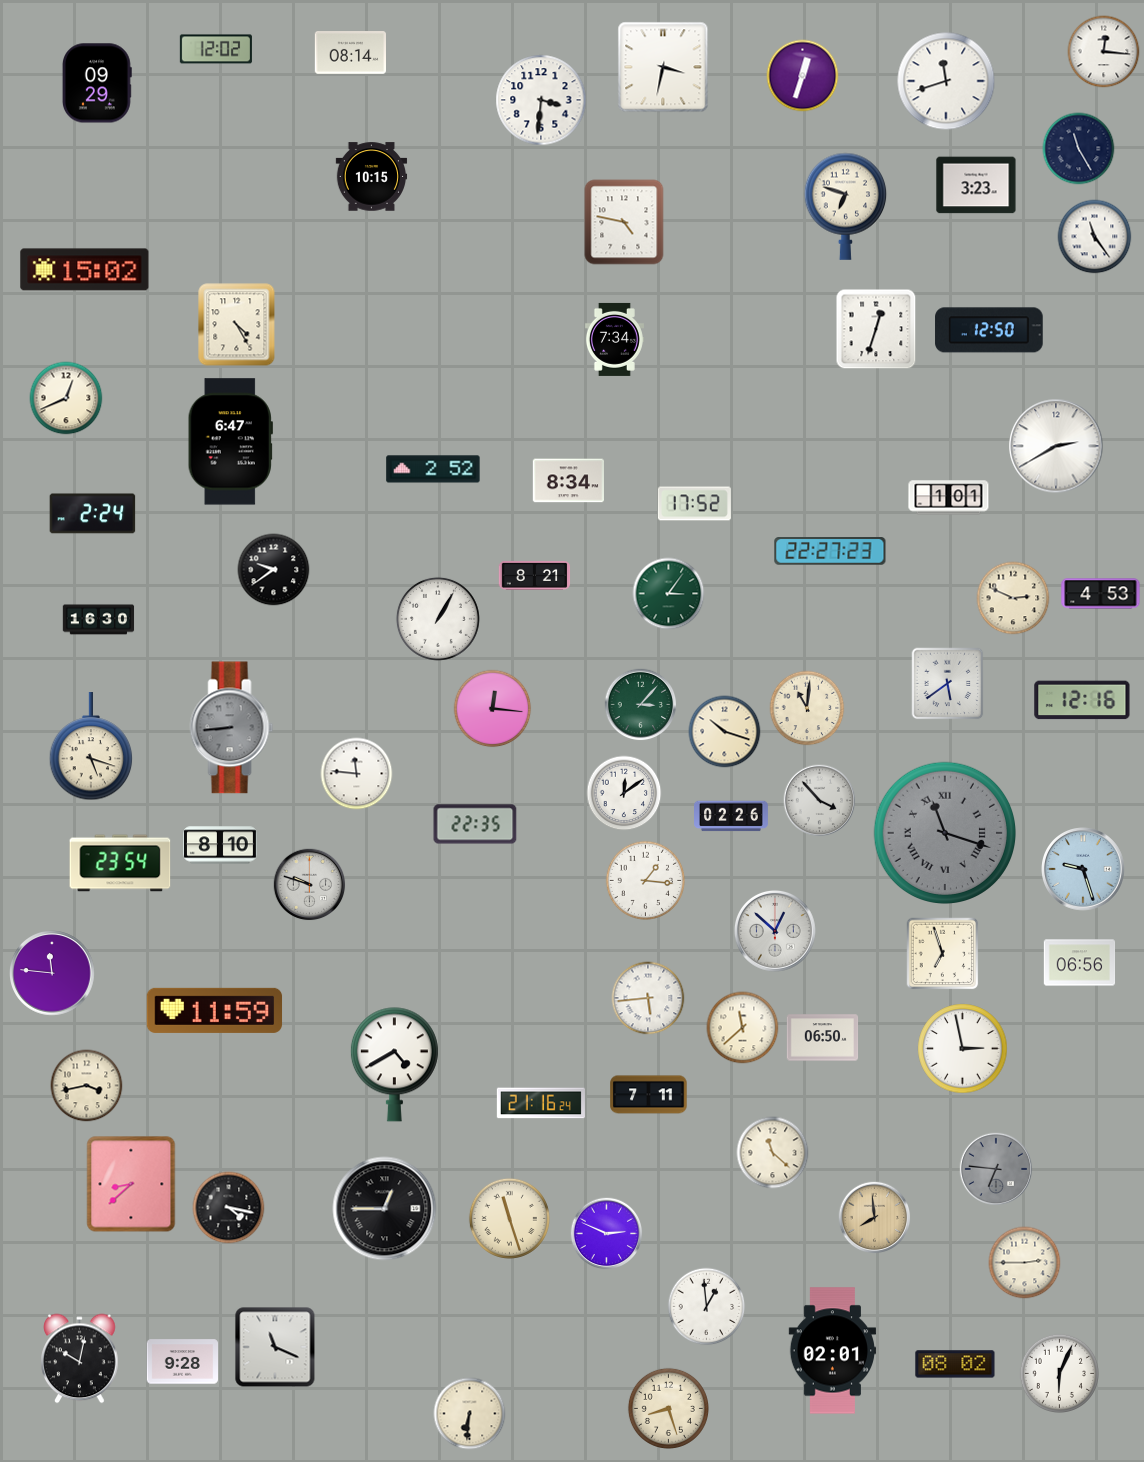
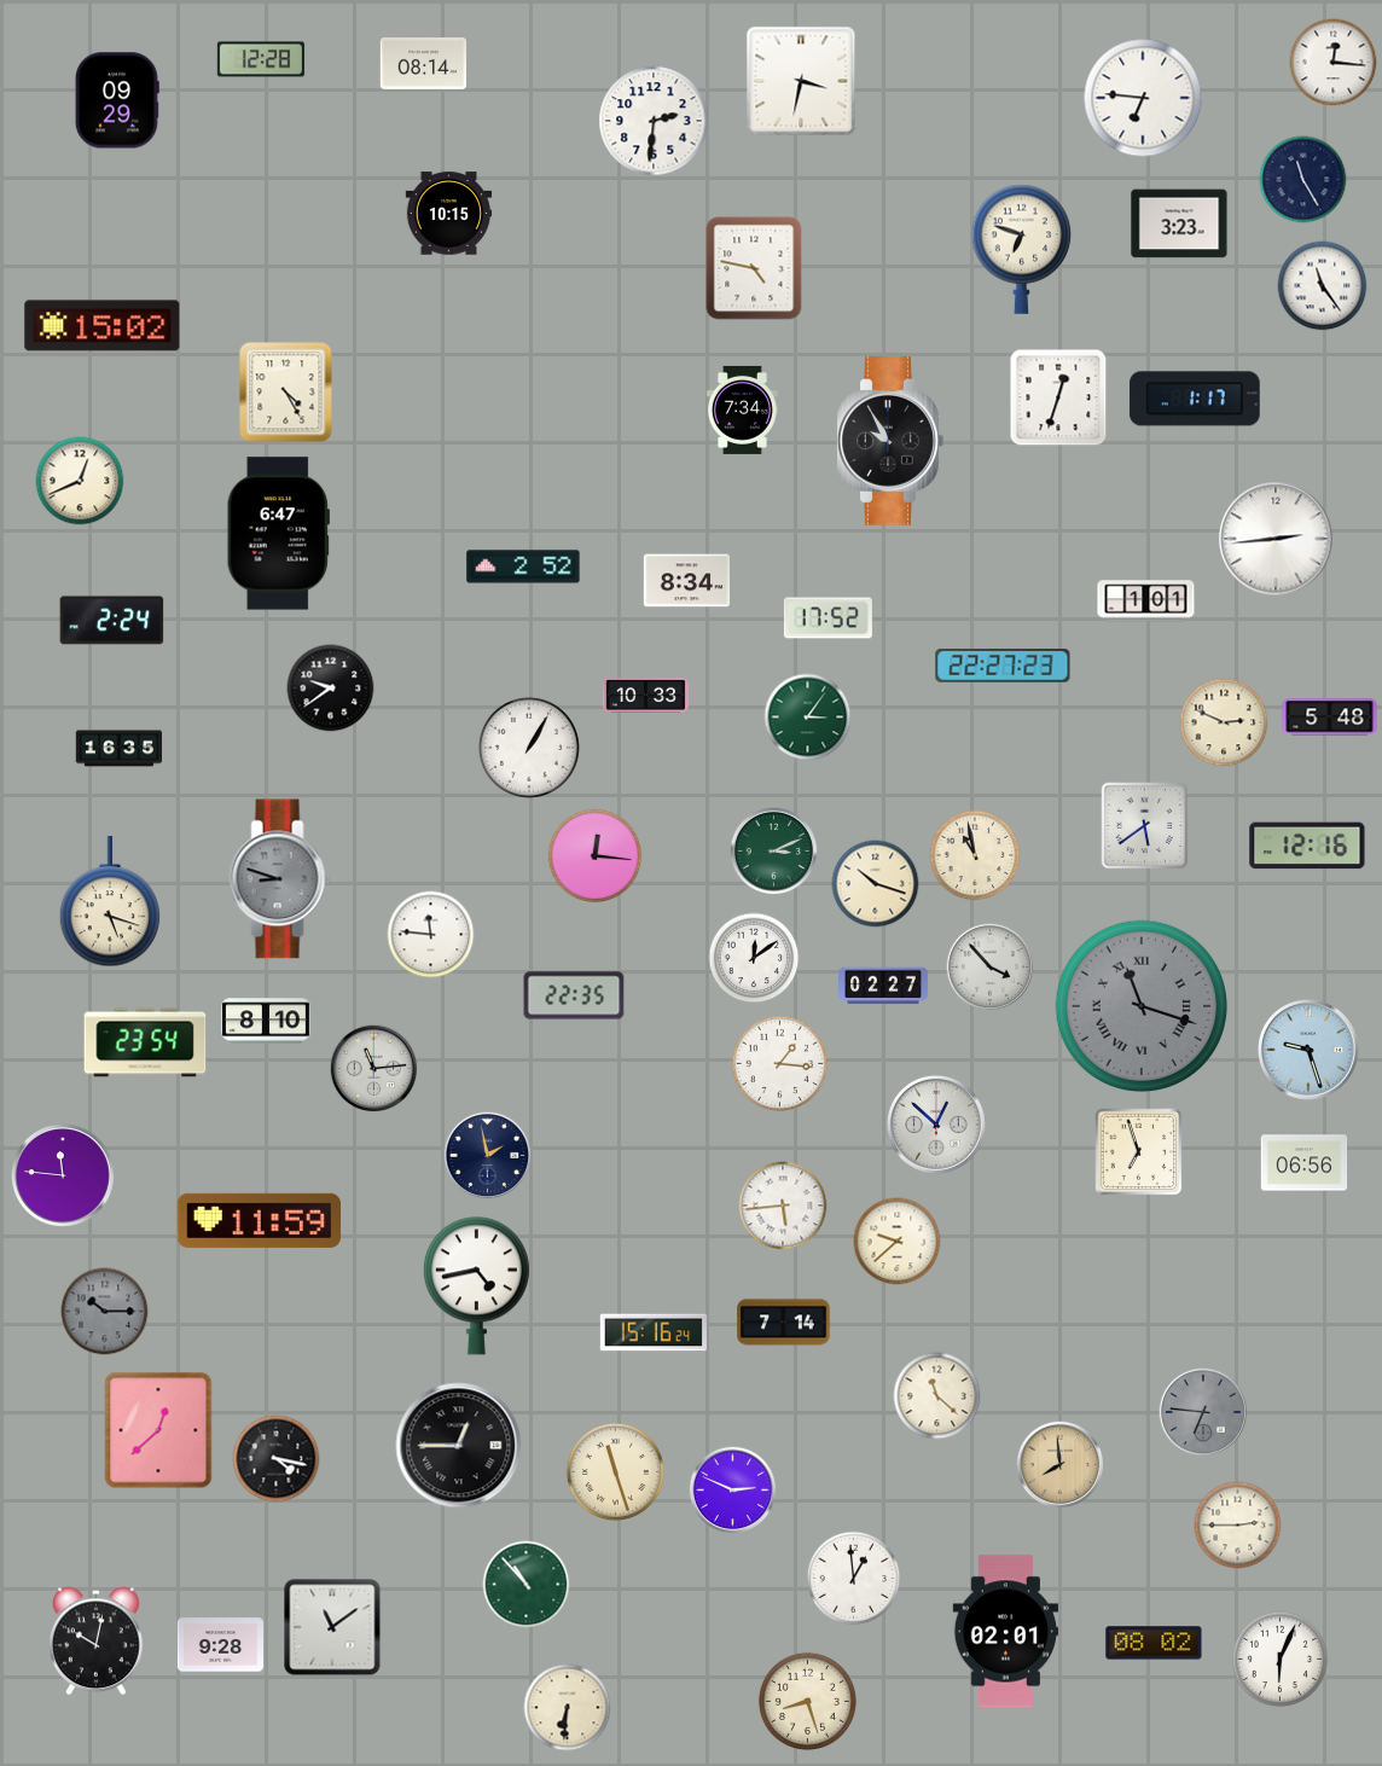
clock at (216, 49): 12:02 -> 12:28
clock at (803, 76): 12:33 -> none
clock at (946, 81): 11:42 -> 6:46
clock at (541, 100): 3:31 -> 2:31
clock at (989, 330): 12:50 -> 1:17
clock at (890, 442): none -> 9:55
clock at (1056, 446): 2:40 -> 2:44
clock at (694, 504) position: (694, 504) -> (828, 618)
clock at (535, 575): 8:21 -> 10:33
clock at (1101, 594): 4:53 -> 5:48
clock at (99, 620): 16:30 -> 16:35
clock at (641, 705): 3:07 -> 3:11
clock at (807, 708): 11:01 -> 10:58
clock at (232, 728): 8:44 -> 8:48
clock at (732, 816): 02:26 -> 02:27
clock at (310, 885): 9:48 -> 11:14
clock at (488, 1156): none -> 1:58
clock at (743, 1028): 11:38 -> 9:38
clock at (823, 1038): 06:50 -> none
clock at (963, 1049): 2:58 -> none
clock at (394, 1065): 4:40 -> 4:43
clock at (87, 1086): 3:43 -> 10:15
clock at (87, 1086) dial: cream -> grey
clock at (649, 1095): 7:11 -> 7:14
clock at (541, 1103): 21:16 -> 15:16
clock at (773, 1153) position: (773, 1153) -> (937, 1396)
clock at (131, 1184): 8:38 -> 12:38
clock at (385, 1209) position: (385, 1209) -> (459, 1446)
clock at (875, 1218) position: (875, 1218) -> (1061, 1465)
clock at (527, 1585): none -> 10:53
clock at (275, 1347): 11:19 -> 11:09
clock at (955, 1364) position: (955, 1364) -> (1154, 1643)
